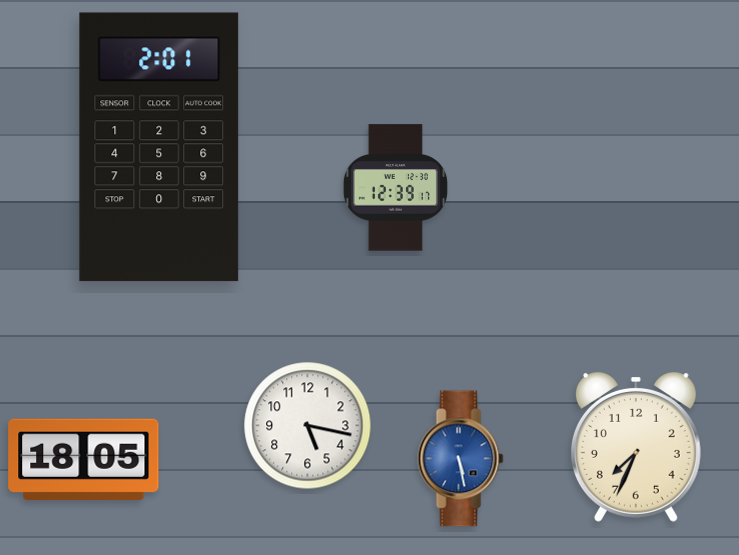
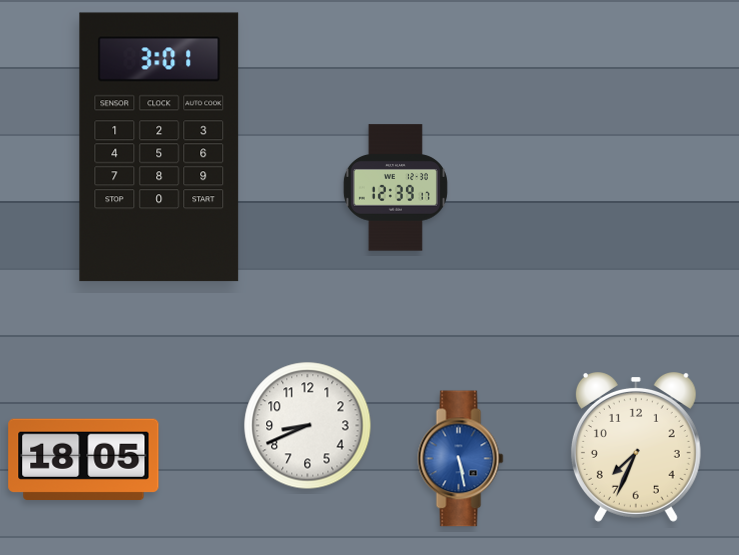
clock at (159, 147): 2:01 -> 3:01
clock at (308, 426): 5:17 -> 8:41
